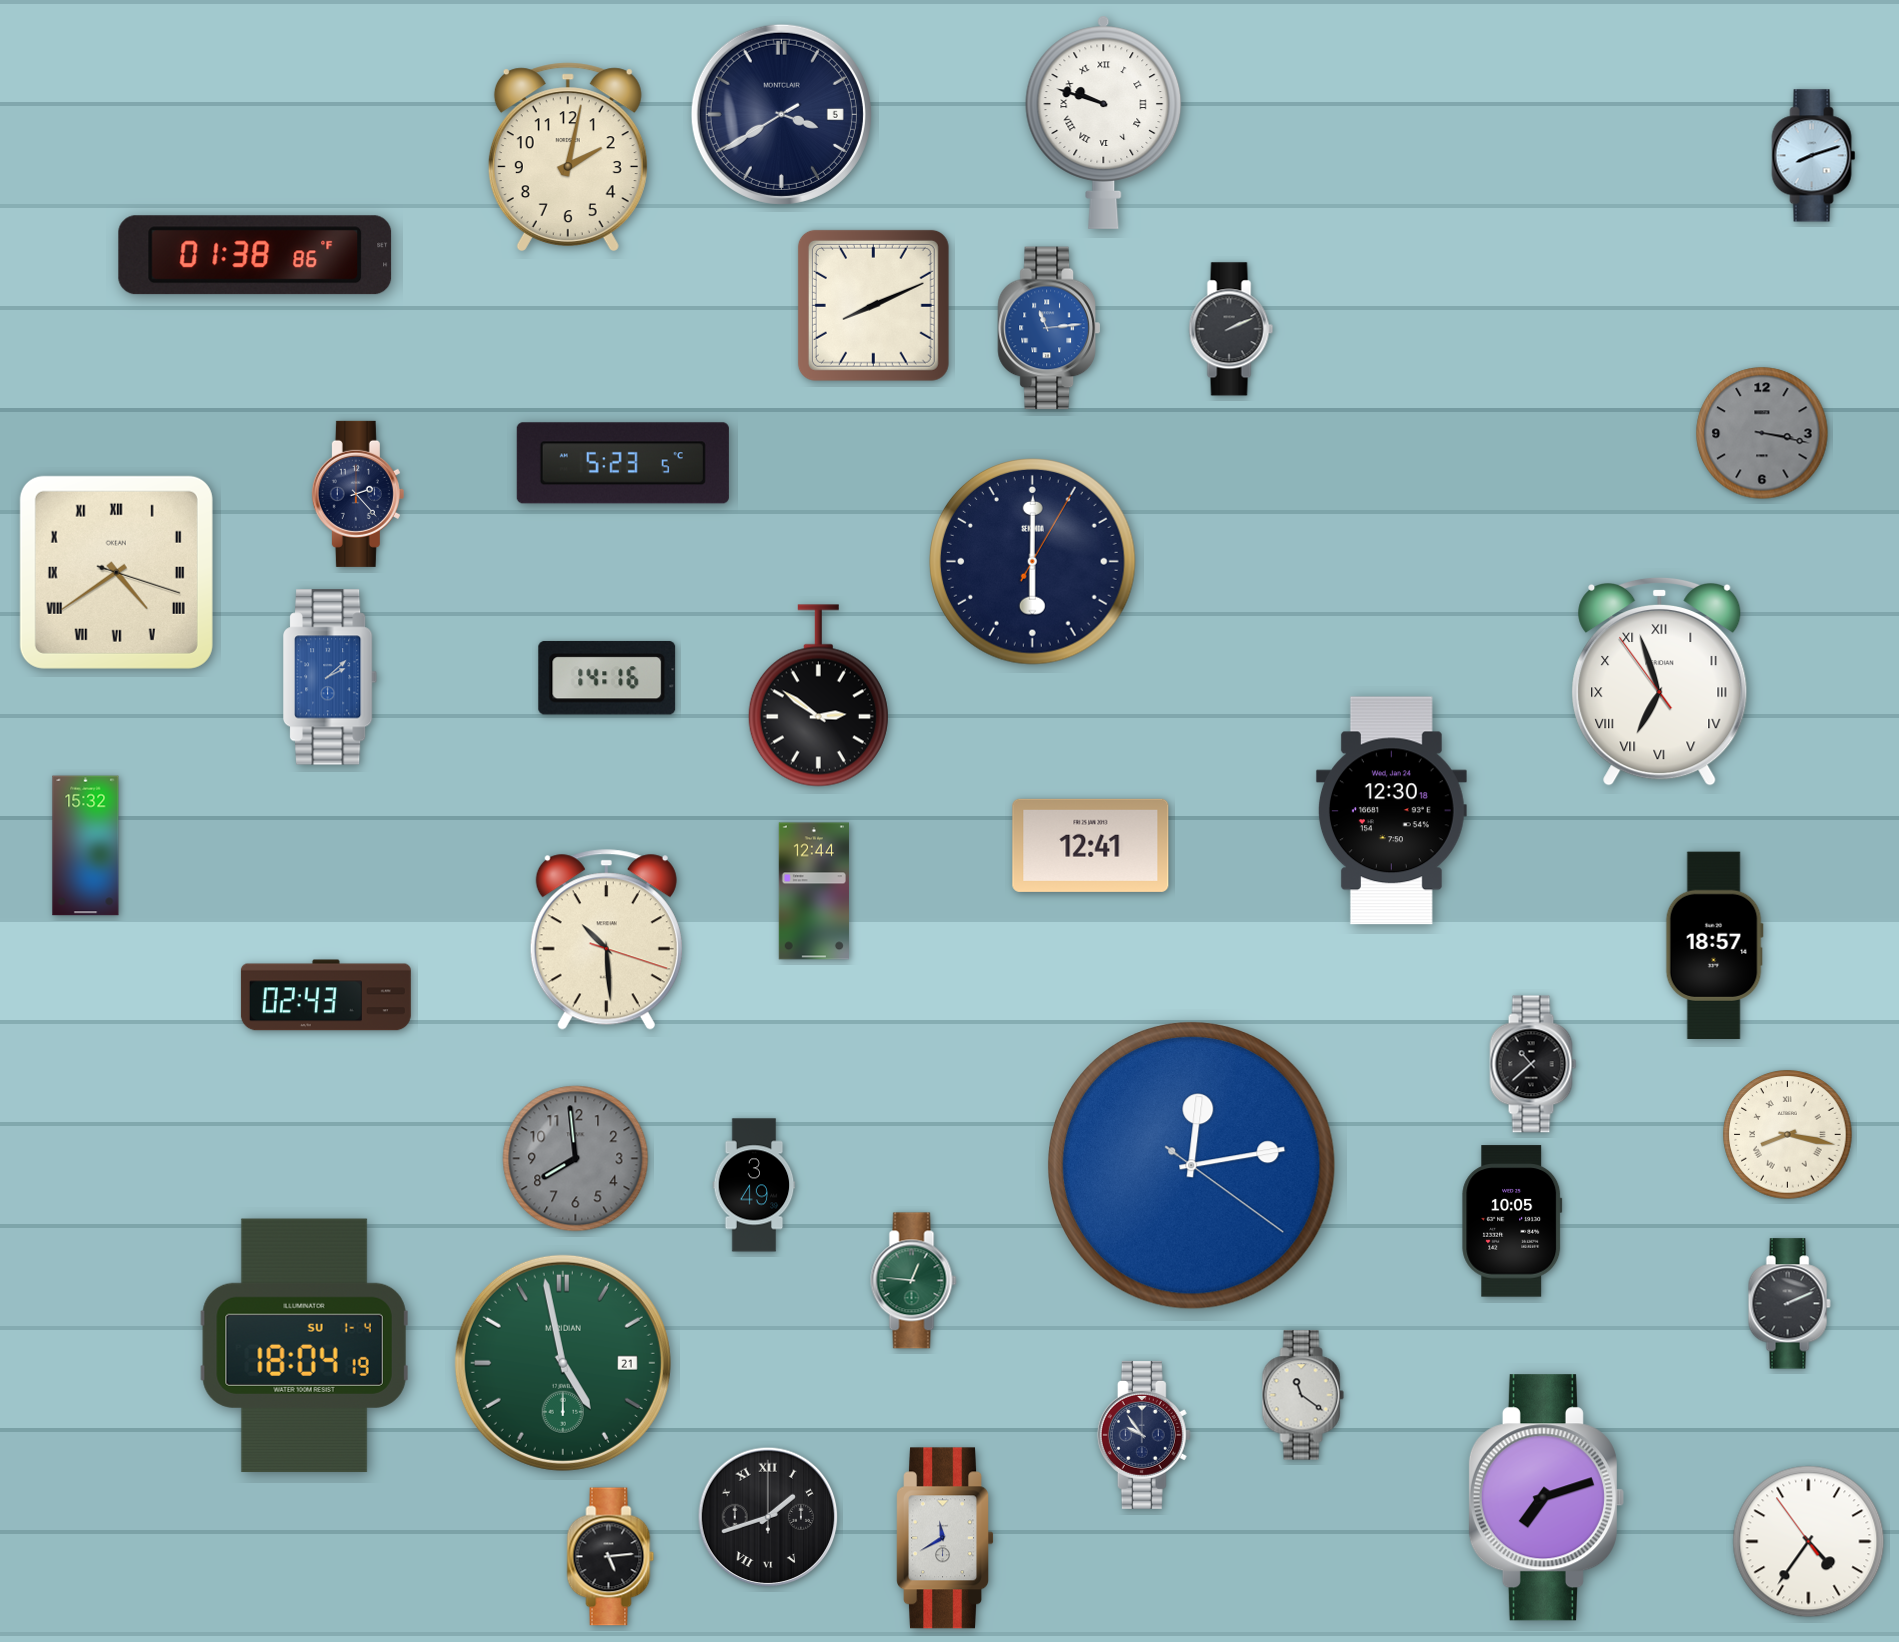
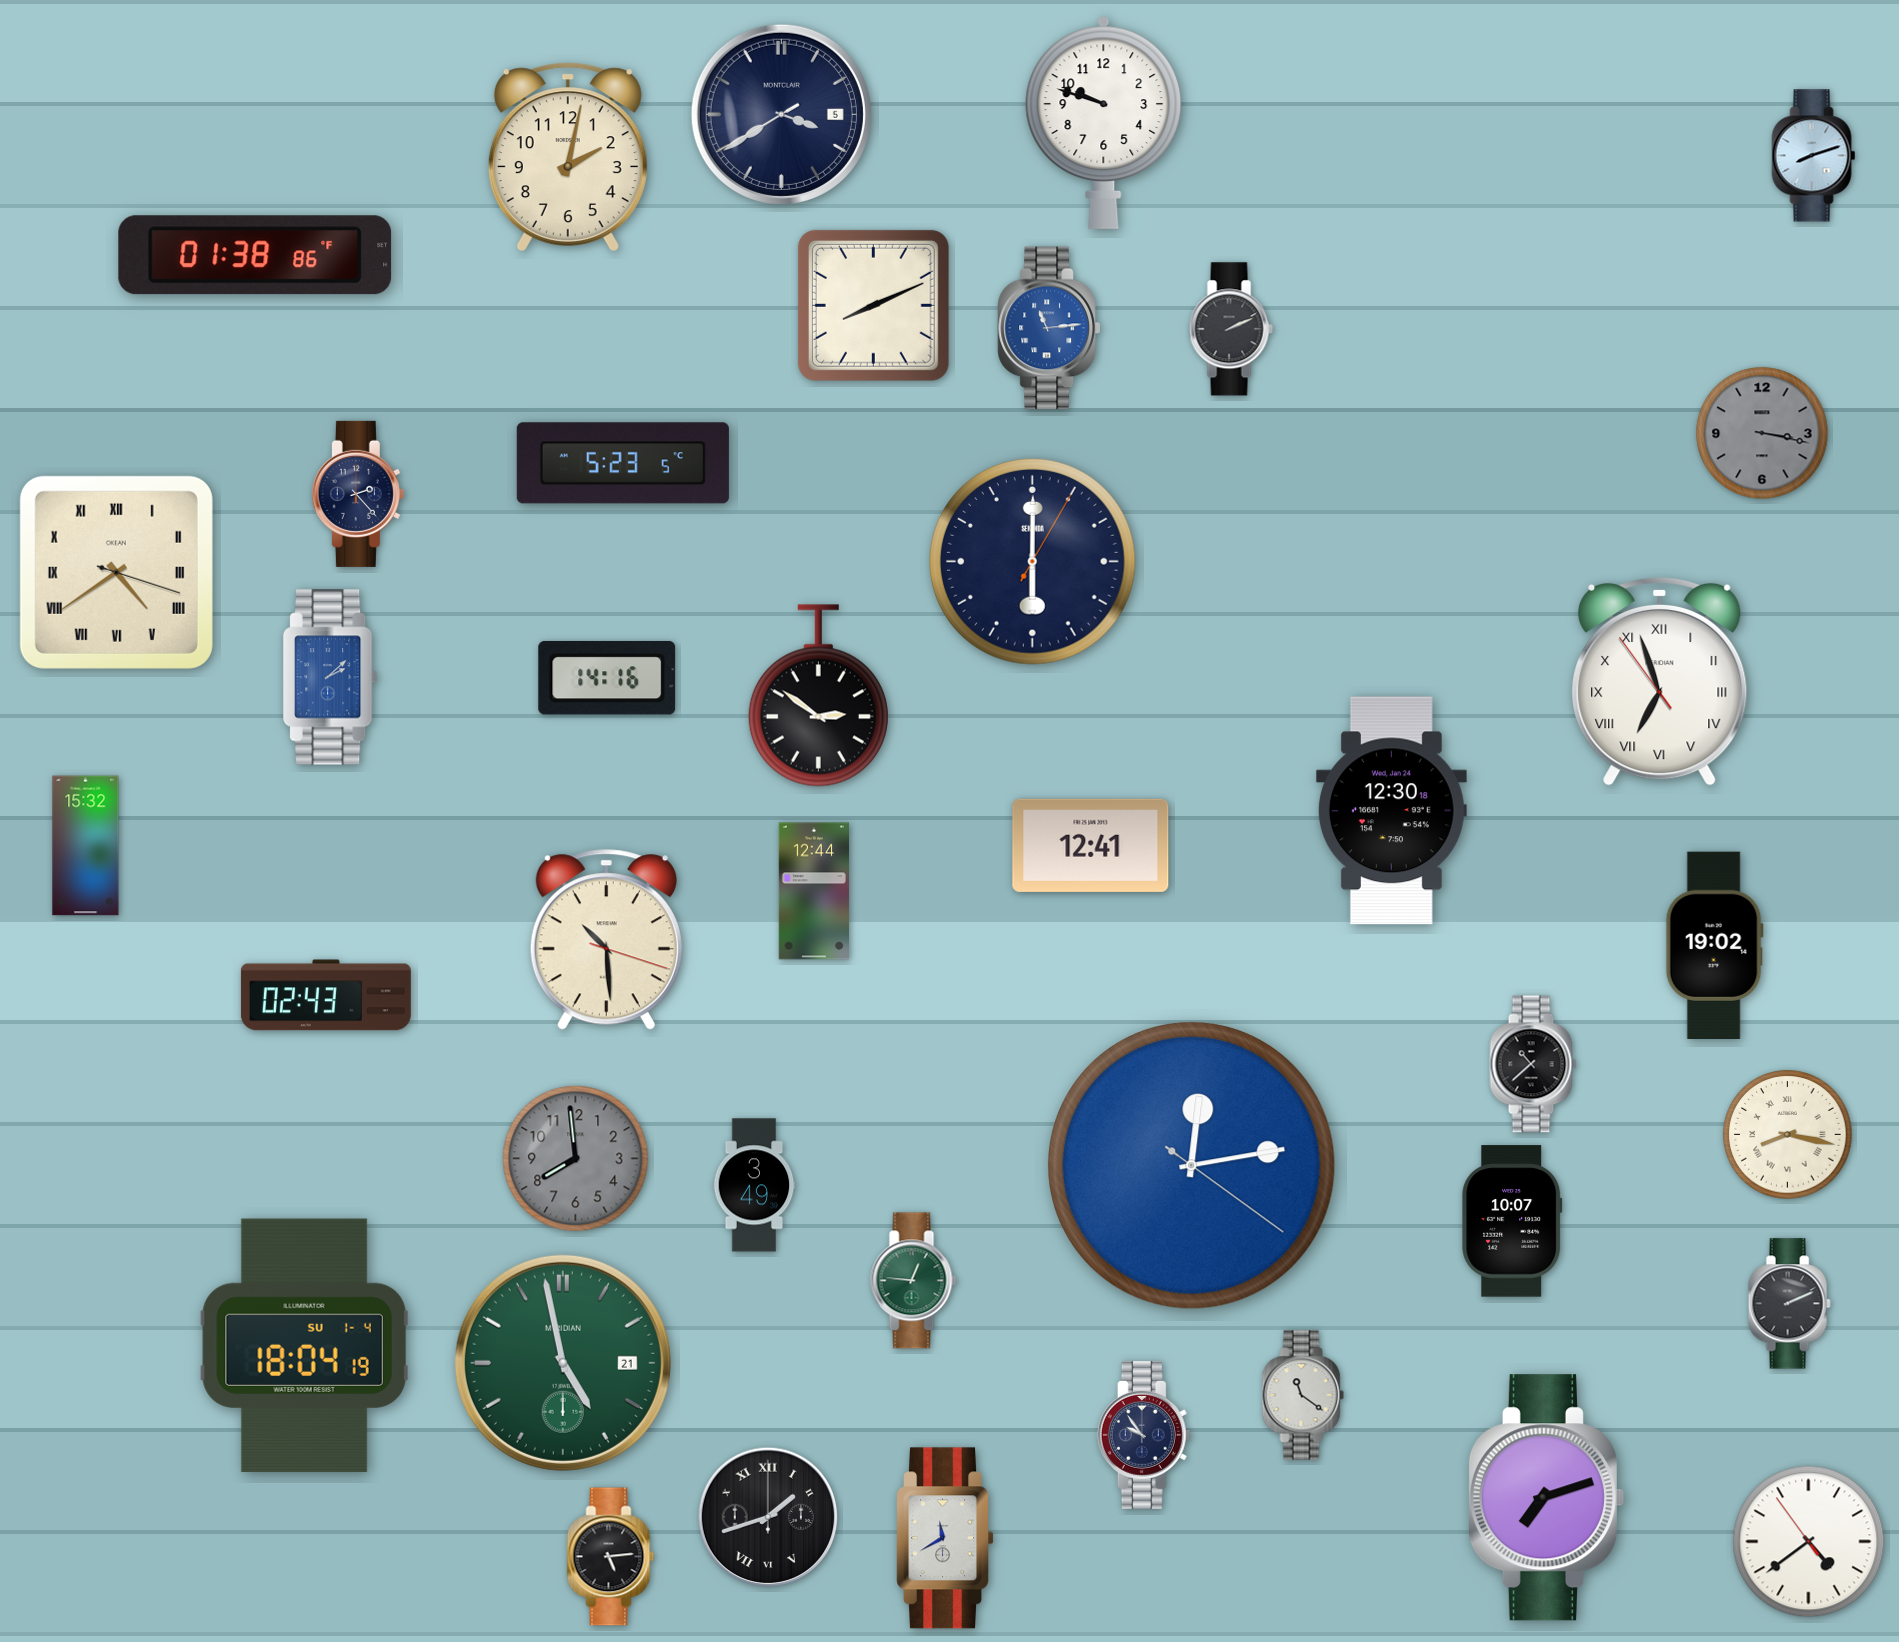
clock at (1104, 122) numerals: Roman -> Arabic
clock at (1714, 945): 18:57 -> 19:02
clock at (1512, 1221): 10:05 -> 10:07
clock at (1809, 1542): 4:35 -> 4:38
